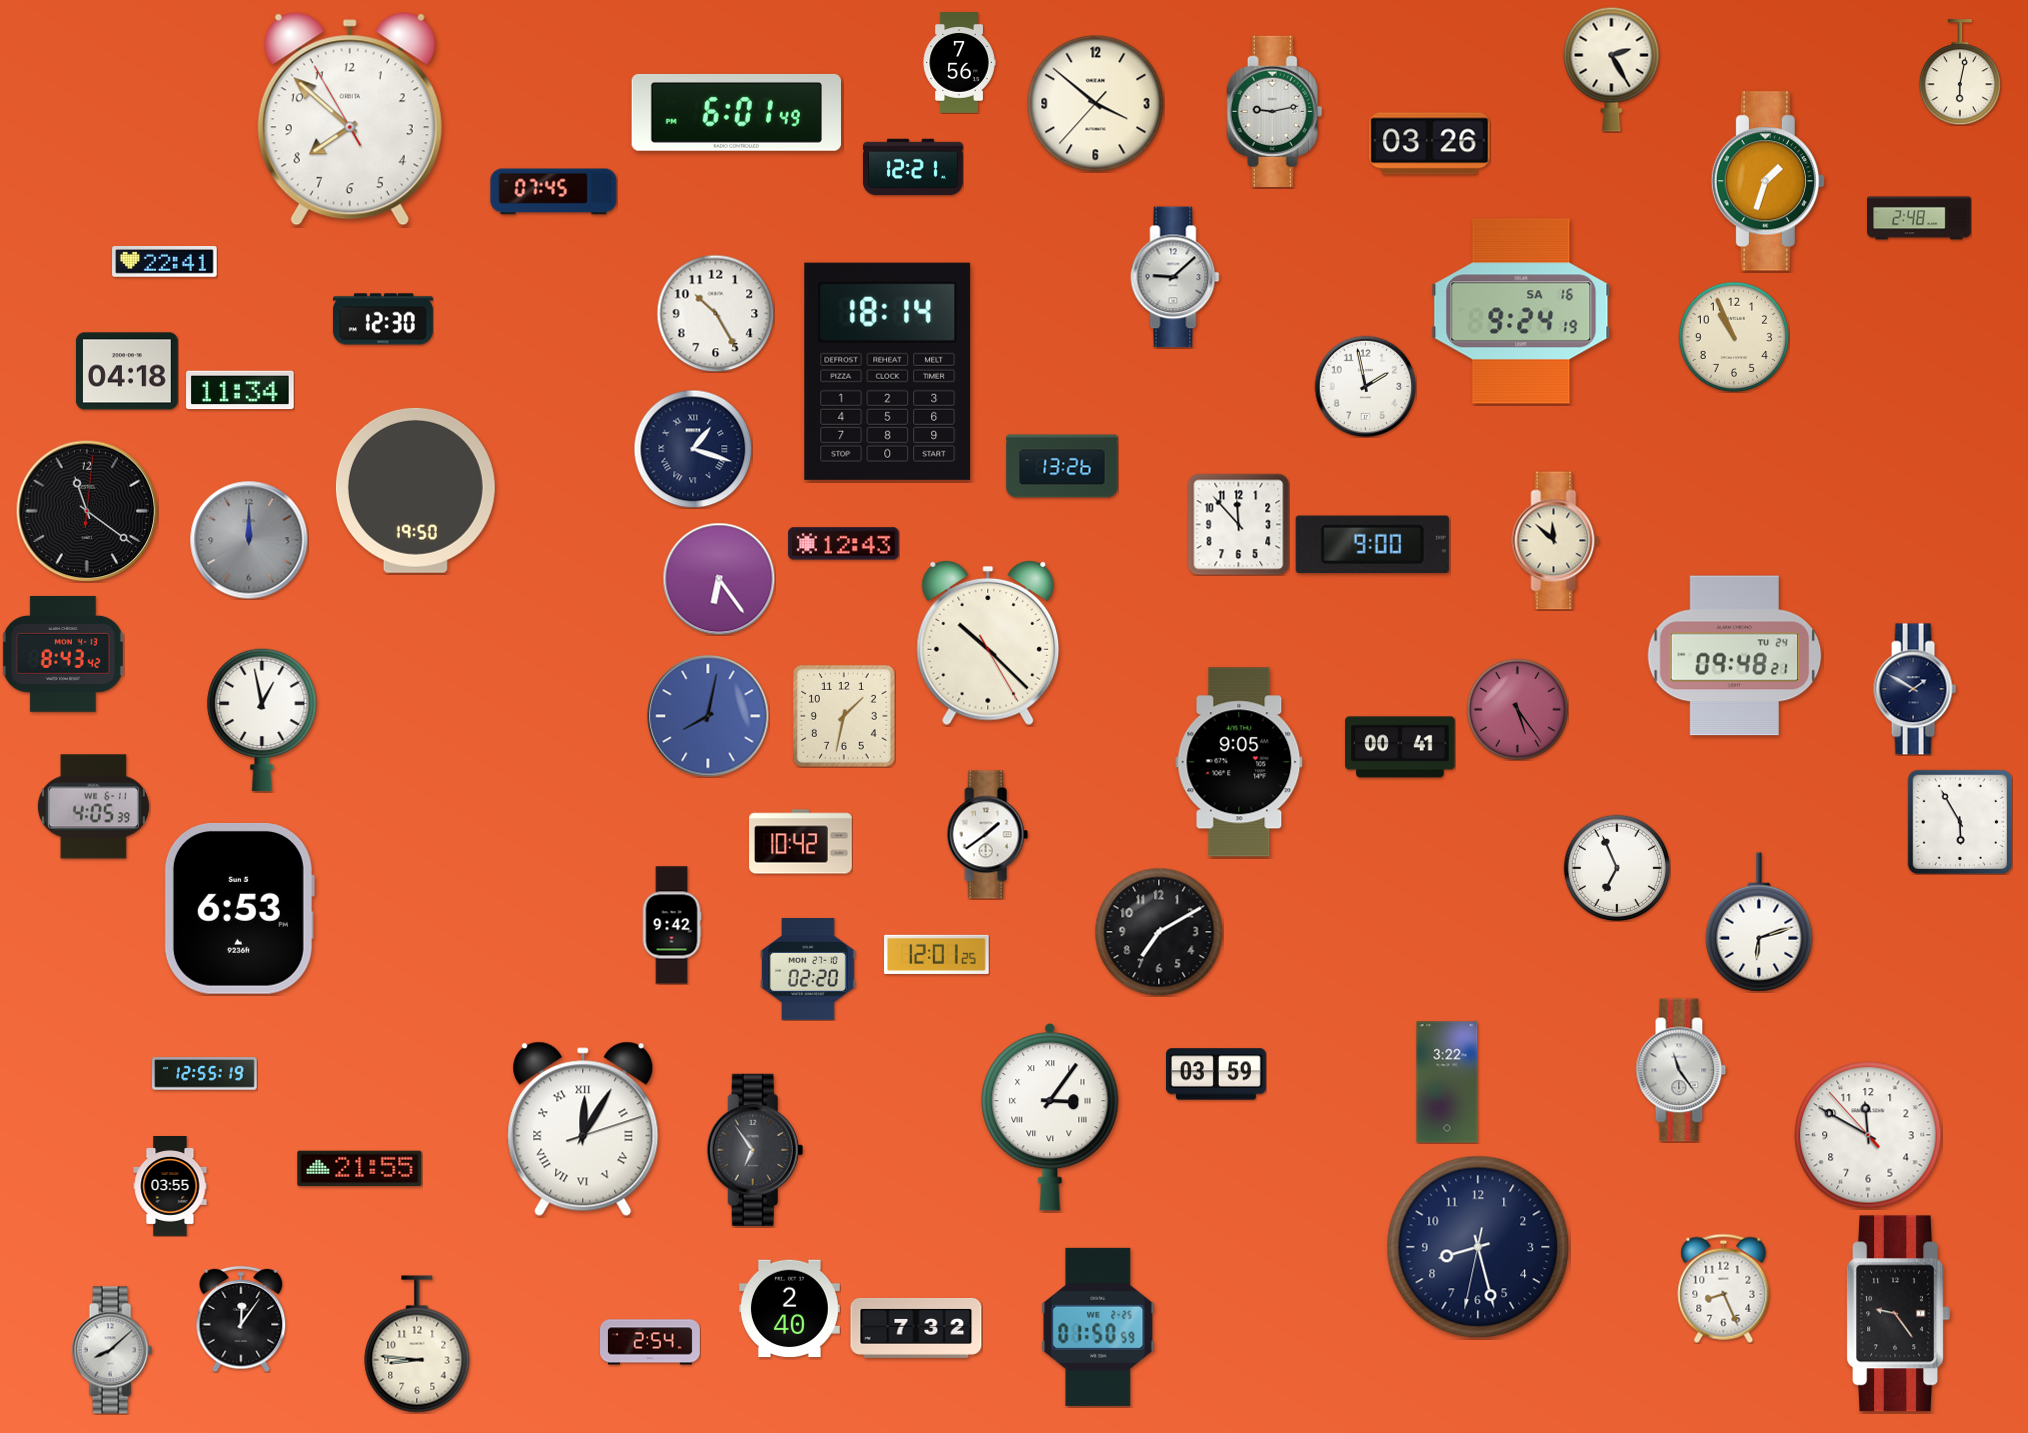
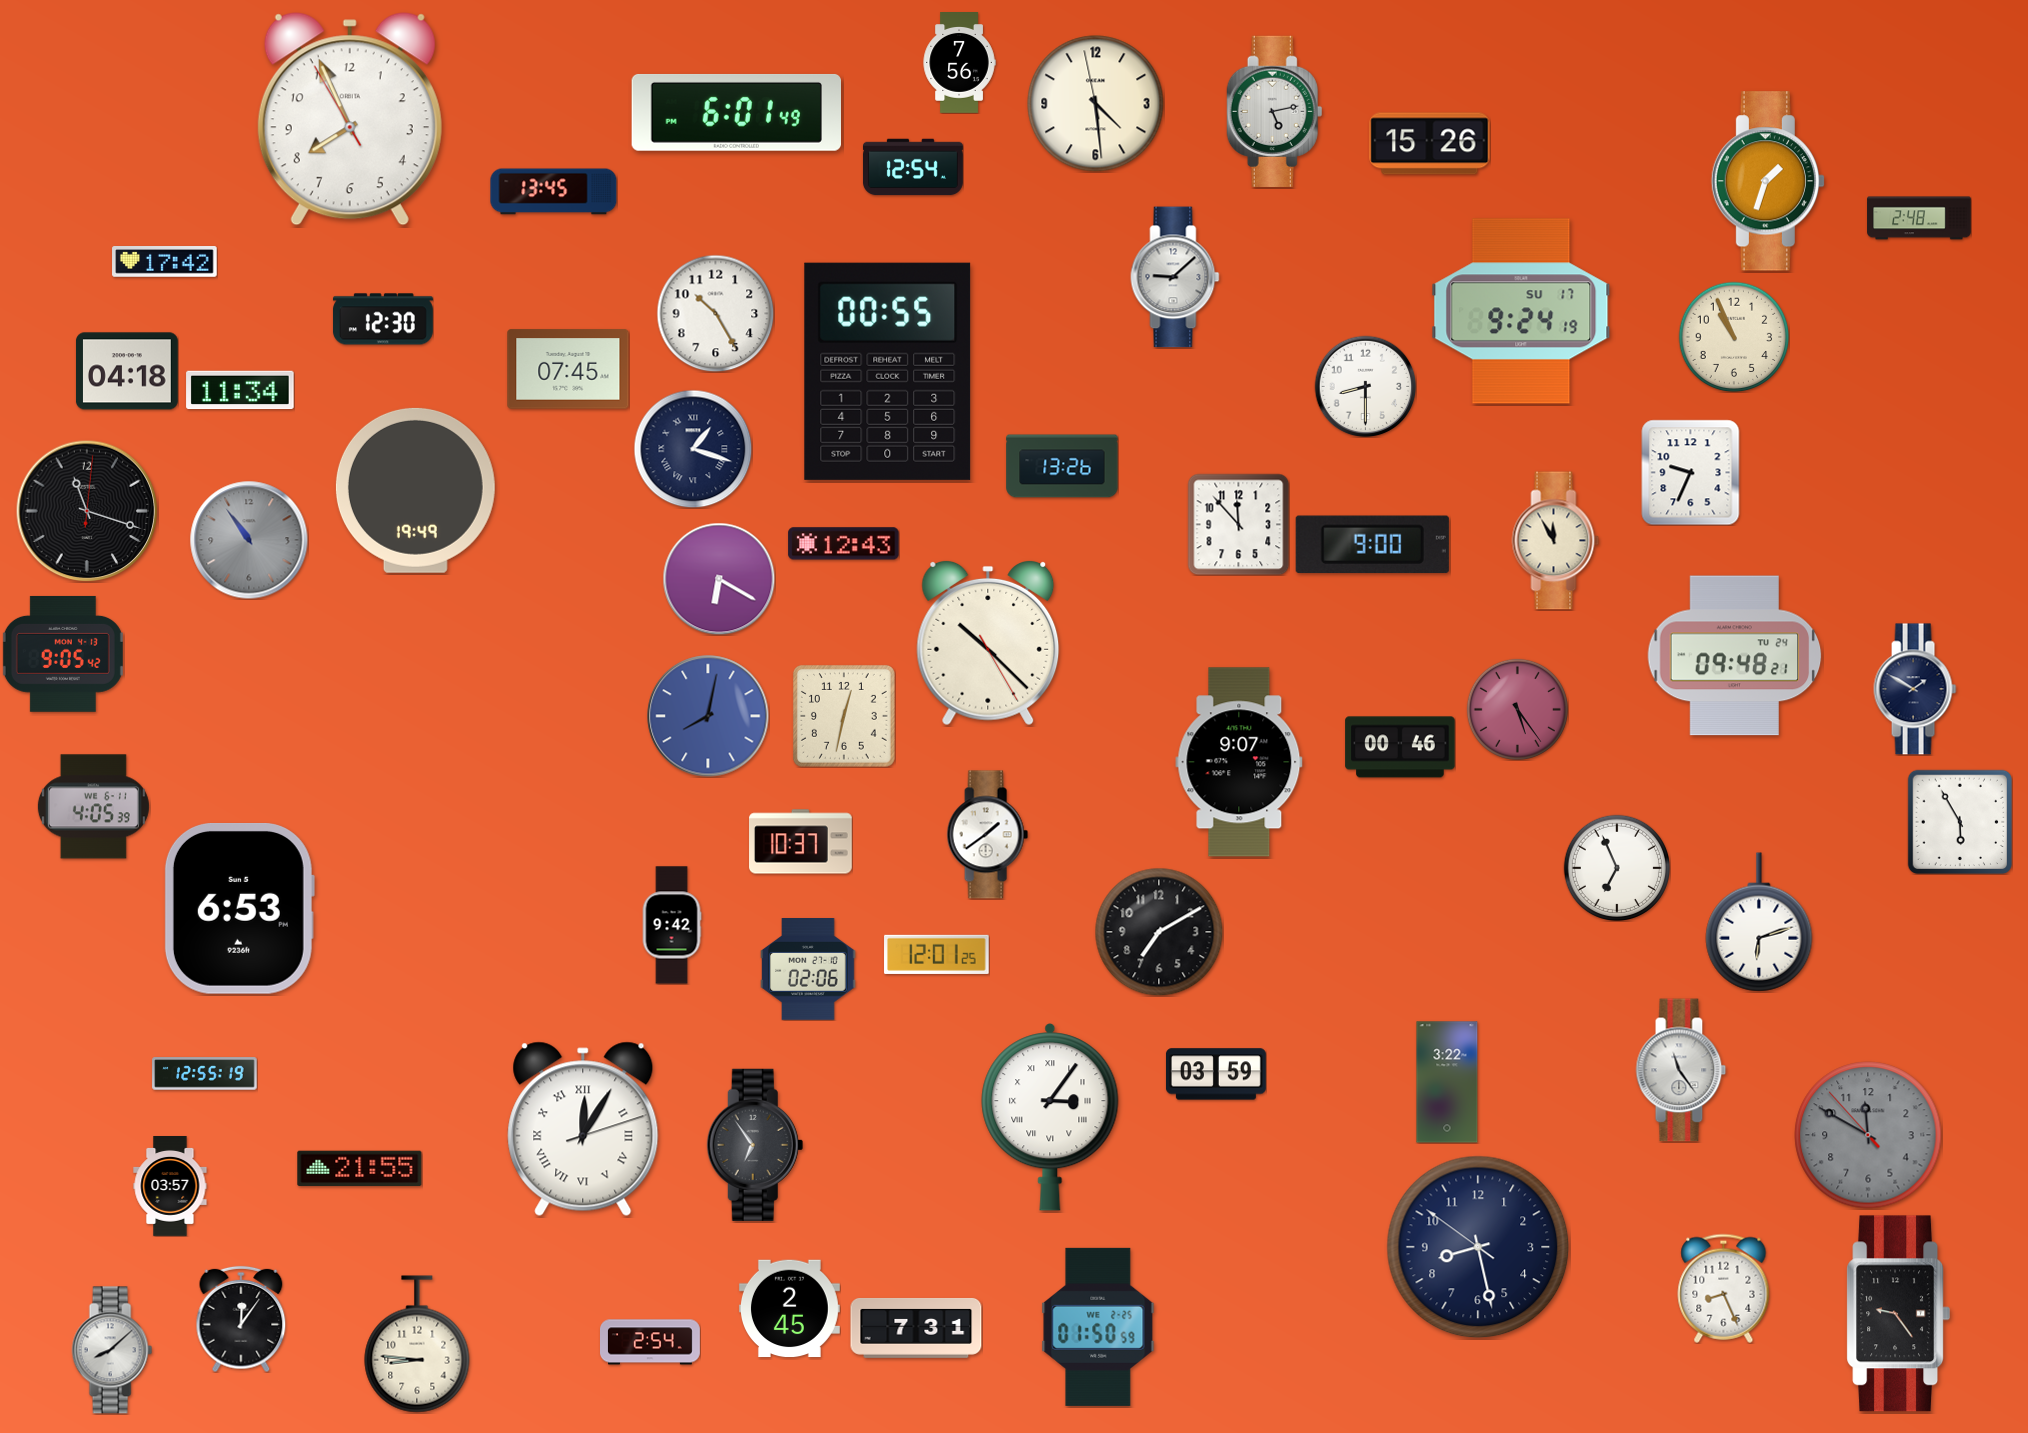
clock at (1612, 69): 2:25 -> none
clock at (1960, 72): 6:02 -> none
clock at (1096, 104): 3:51 -> 4:28
clock at (1275, 111): 9:13 -> 5:13
clock at (350, 119): 7:51 -> 7:55
clock at (1430, 144): 03:26 -> 15:26
clock at (913, 167): 12:21 -> 12:54
clock at (554, 192): 07:45 -> 13:45
clock at (165, 262): 22:41 -> 17:42
clock at (1521, 311) date: SA 16 -> SU 17
clock at (568, 369): none -> 07:45
clock at (888, 371): 18:14 -> 00:55
clock at (1365, 386): 1:58 -> 8:30
clock at (1691, 472): none -> 9:34
clock at (415, 490): 19:50 -> 19:49
clock at (87, 511): 11:21 -> 11:18
clock at (249, 540): 12:00 -> 10:54
clock at (1556, 541): 11:52 -> 11:55
clock at (719, 579): 6:24 -> 6:20
clock at (63, 654): 8:43 -> 9:05
clock at (844, 716): 1:32 -> 12:32
clock at (262, 720): 12:58 -> none
clock at (1400, 747): 00:41 -> 00:46
clock at (1239, 762): 9:05 -> 9:07
clock at (801, 842): 10:42 -> 10:37
clock at (808, 970): 02:20 -> 02:06
clock at (1868, 1135) dial: white -> grey
clock at (755, 1150) position: (755, 1150) -> (755, 1145)
clock at (170, 1187): 03:55 -> 03:57
clock at (1478, 1247): 8:27:32 -> 8:27:51
clock at (789, 1309): 2:40 -> 2:45
clock at (916, 1328): 7:32 -> 7:31
